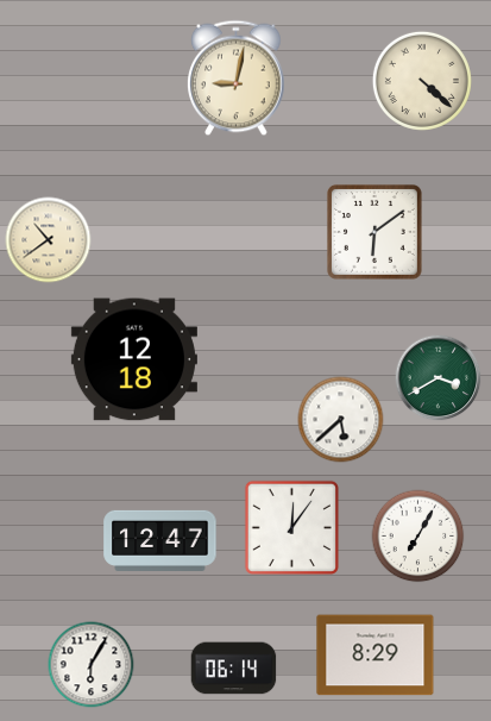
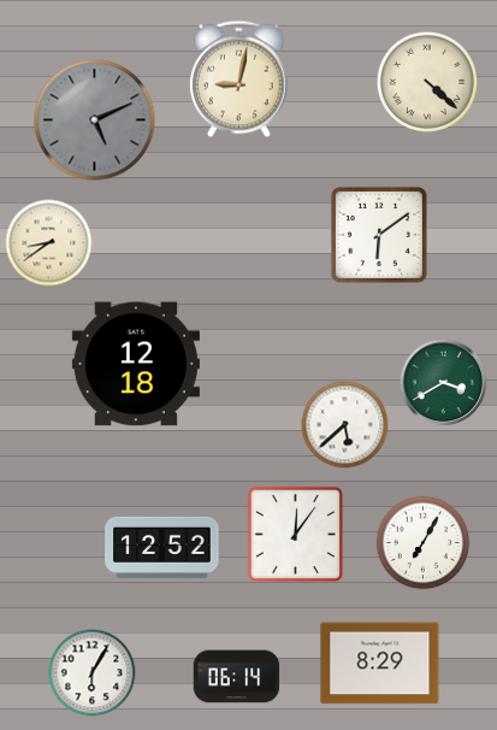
clock at (95, 120): none -> 5:11
clock at (49, 240): 10:39 -> 8:39
clock at (160, 540): 12:47 -> 12:52
